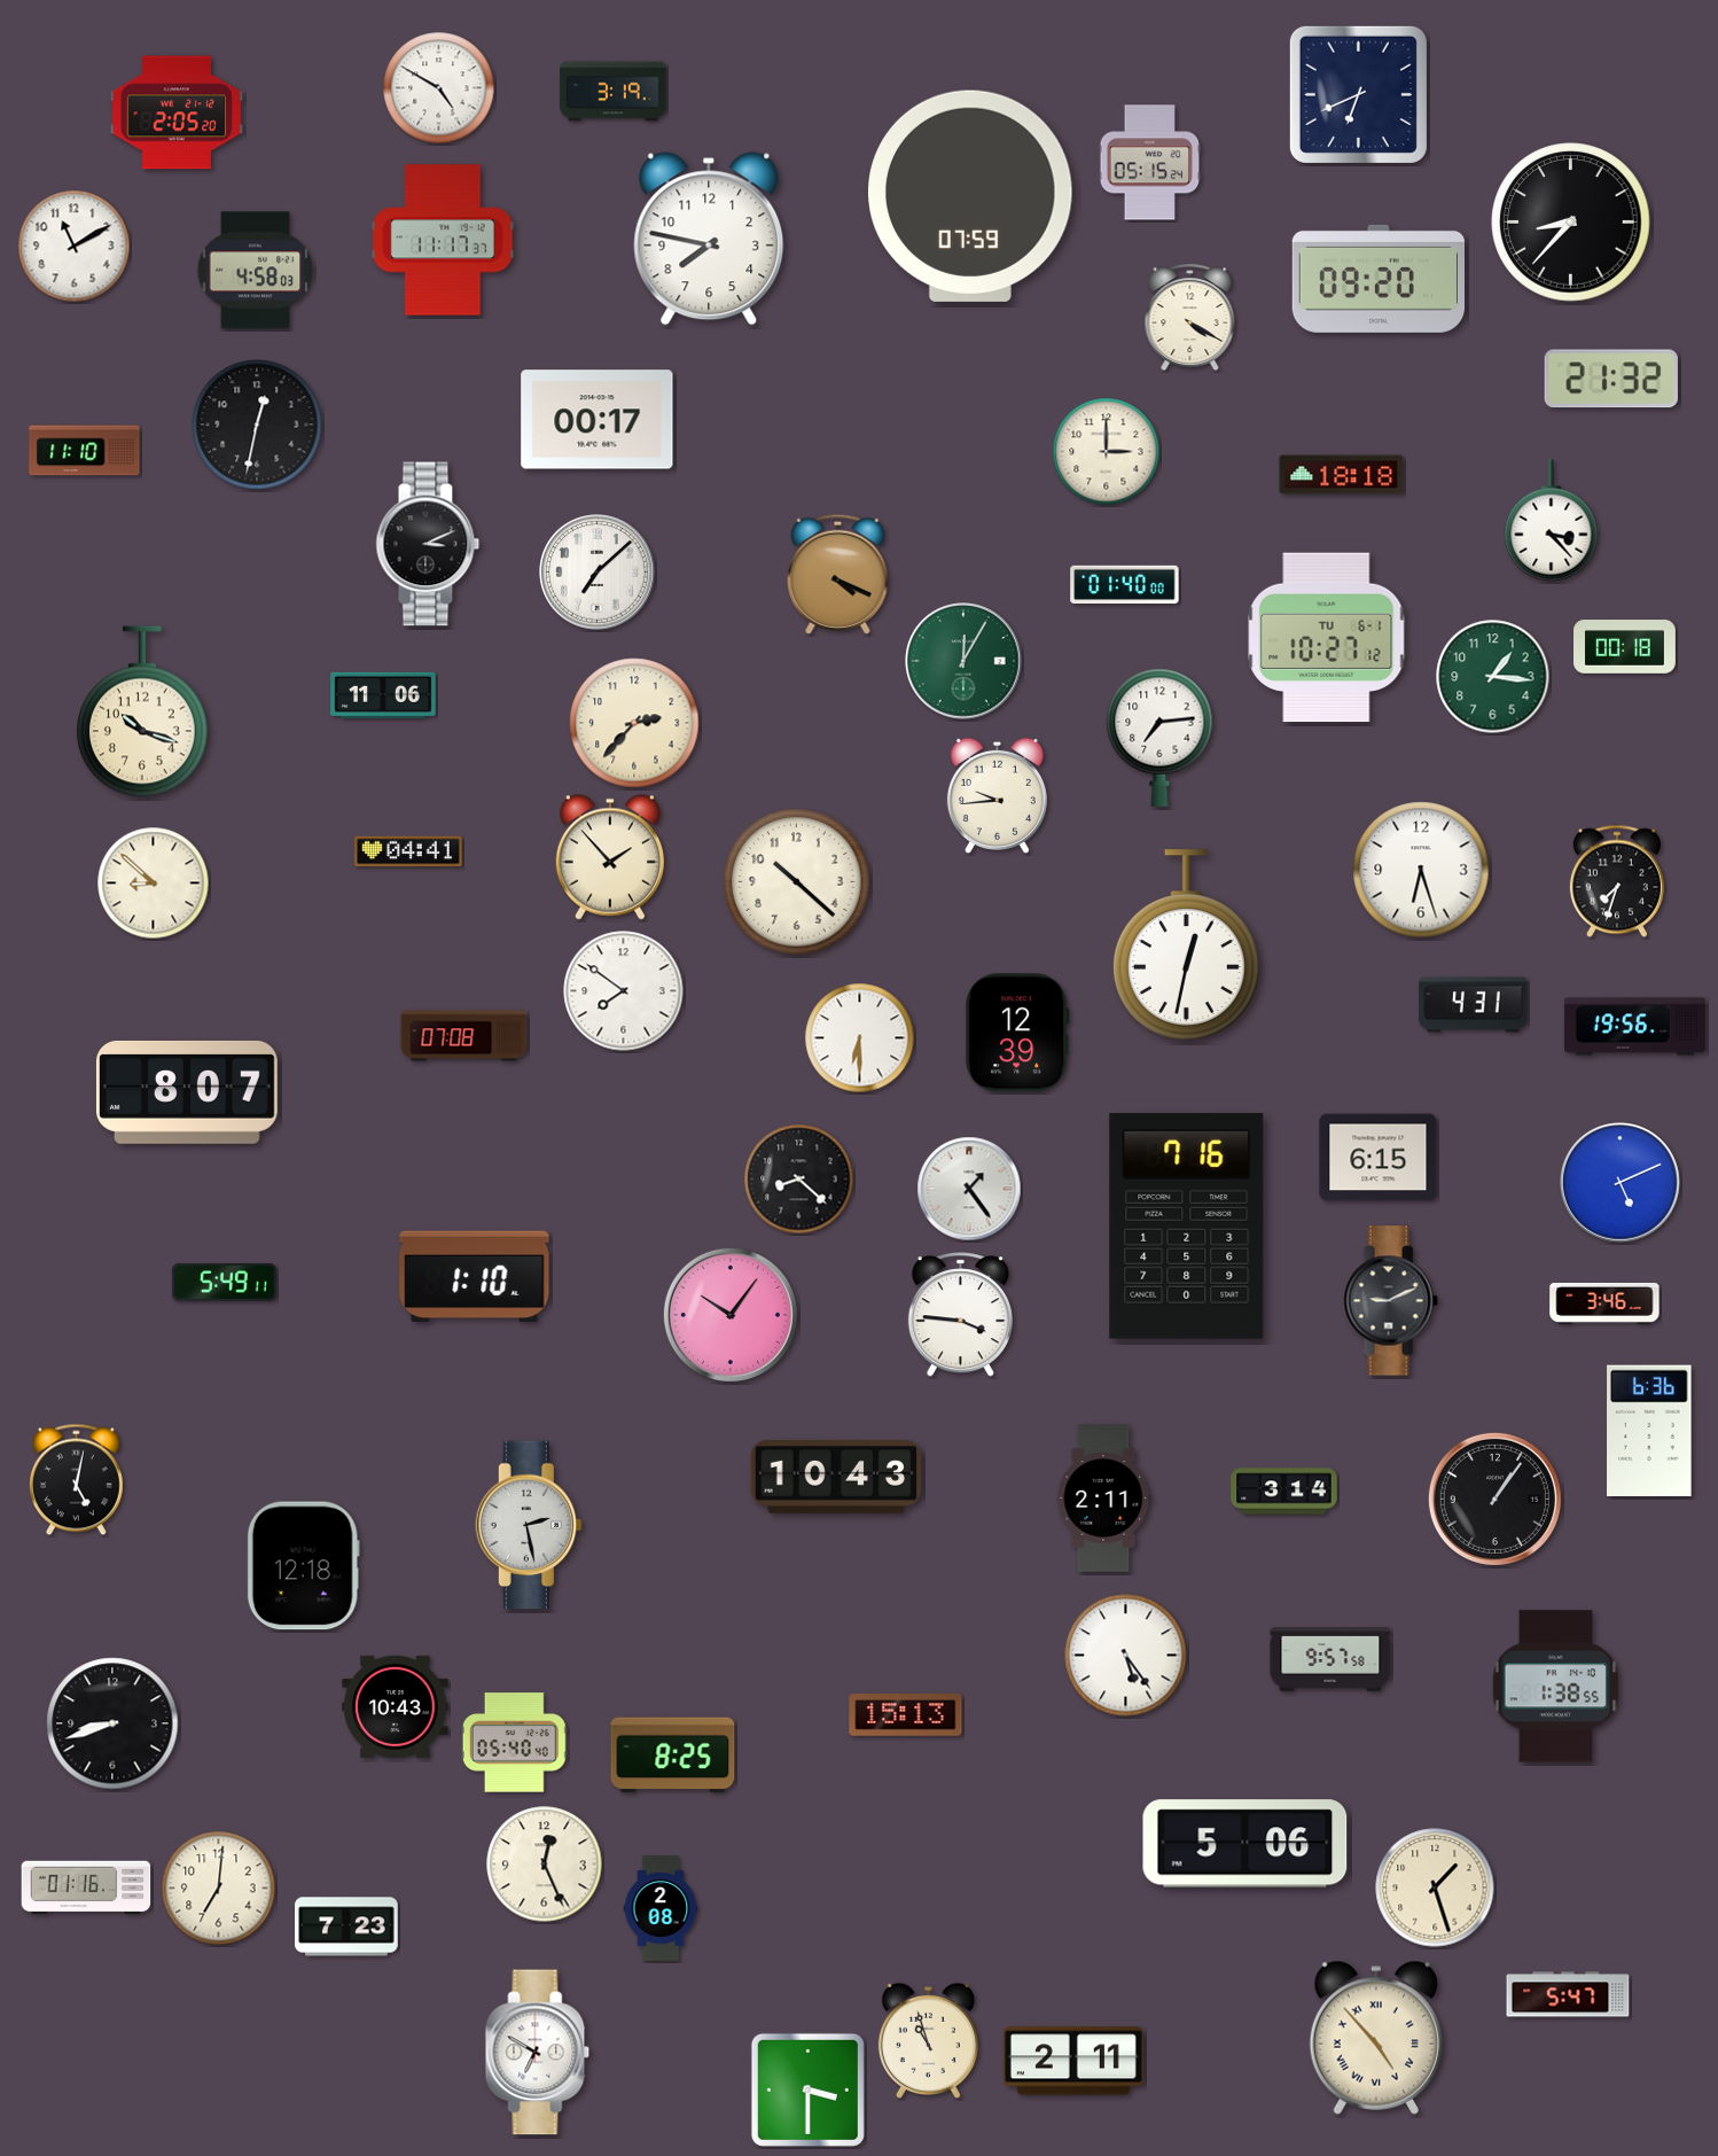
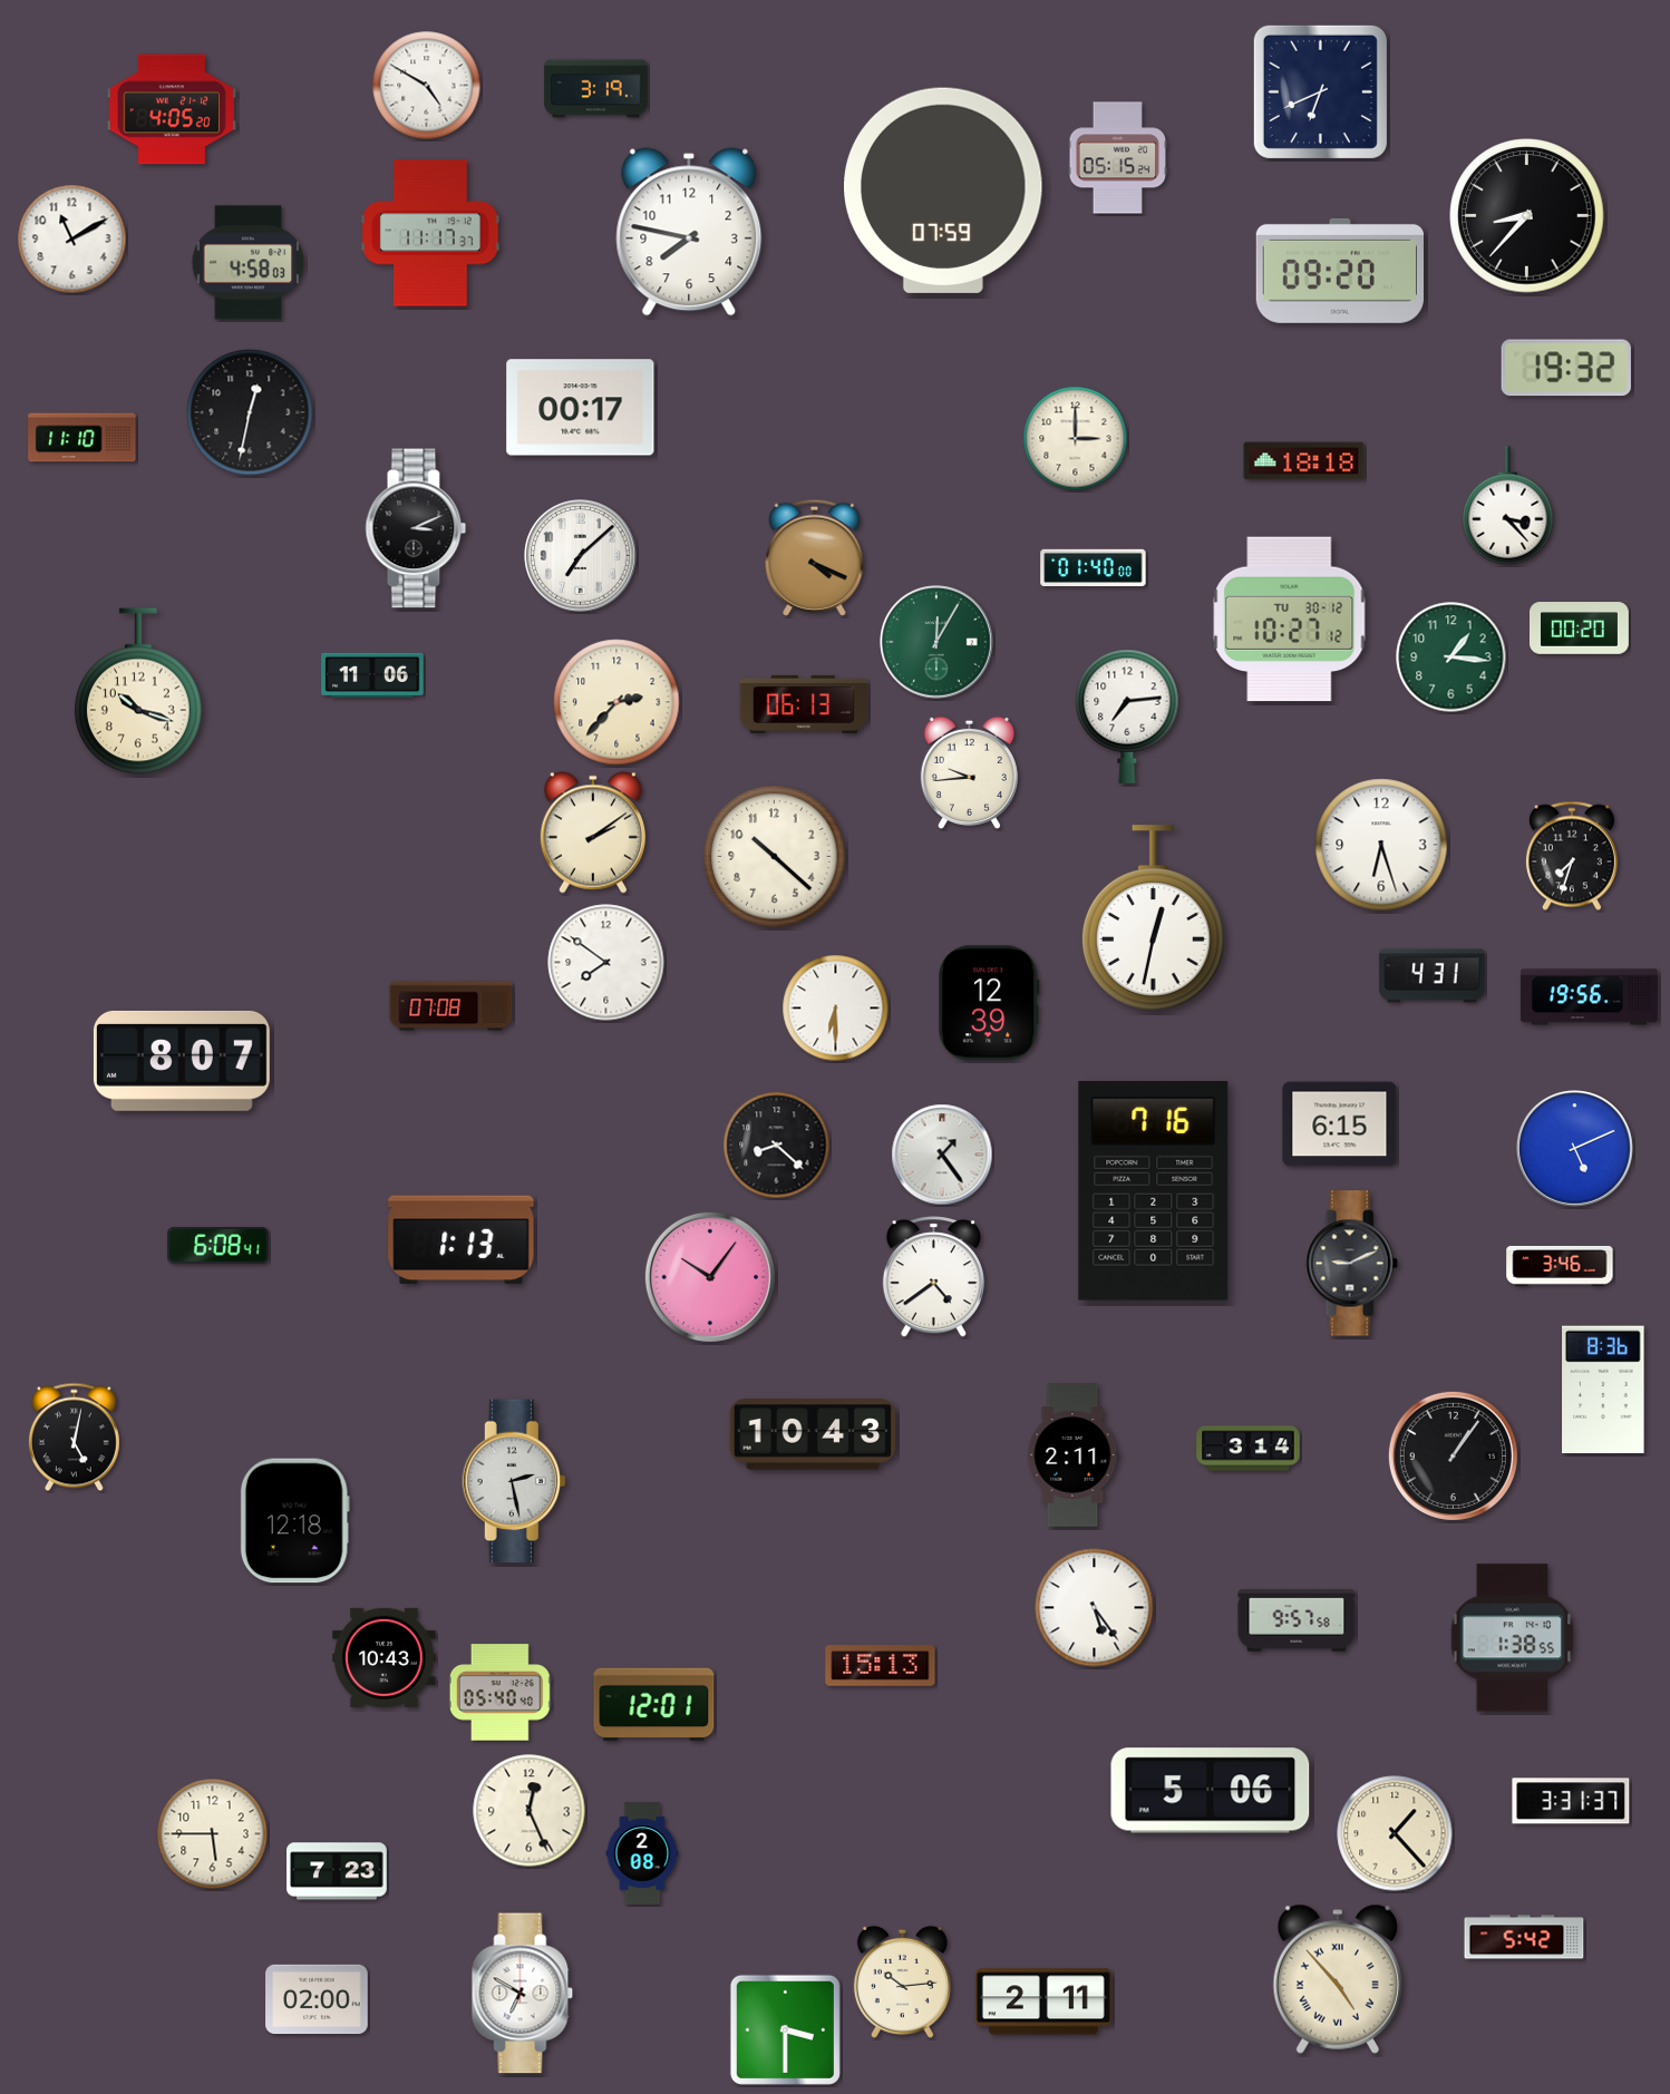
clock at (175, 112): 2:05 -> 4:05
clock at (1190, 318): 4:20 -> none
clock at (1611, 379): 21:32 -> 19:32
clock at (1327, 638) date: TU 6-1 -> TU 30-12
clock at (1625, 647): 00:18 -> 00:20
clock at (804, 704): none -> 06:13
clock at (408, 851): 04:41 -> none
clock at (610, 857): 1:53 -> 2:09
clock at (154, 884): 8:52 -> none
clock at (475, 1277): 1:10 -> 1:13
clock at (225, 1283): 5:49 -> 6:08
clock at (960, 1315): 3:46 -> 4:39
clock at (1649, 1430): 6:36 -> 8:36
clock at (1330, 1659) position: (1330, 1659) -> (1297, 1620)
clock at (112, 1723): 8:42 -> none
clock at (673, 1756): 8:25 -> 12:01
clock at (1571, 1801): none -> 3:31
clock at (86, 1888): 01:16 -> none
clock at (1435, 1888): 1:27 -> 1:23
clock at (219, 1889): 7:01 -> 5:45
clock at (1568, 1994): 5:47 -> 5:42
clock at (928, 2040): 10:57 -> 10:14
clock at (317, 1999): none -> 02:00
